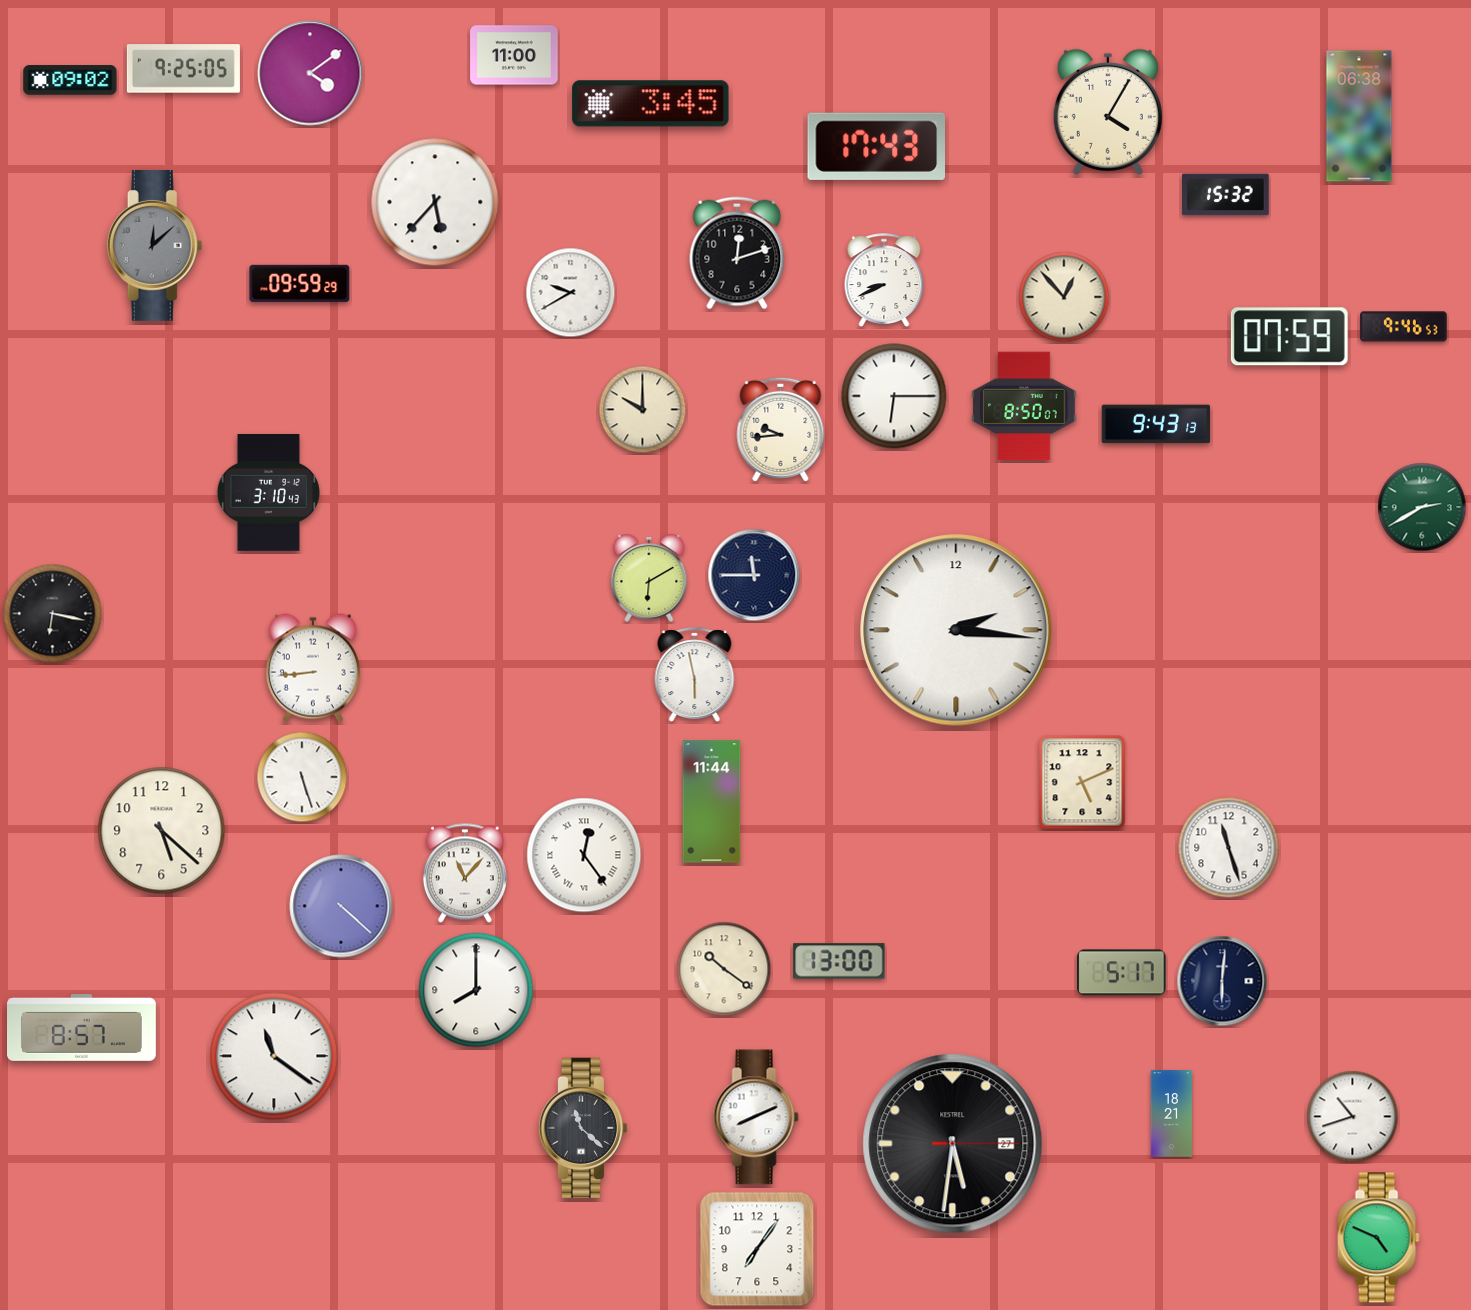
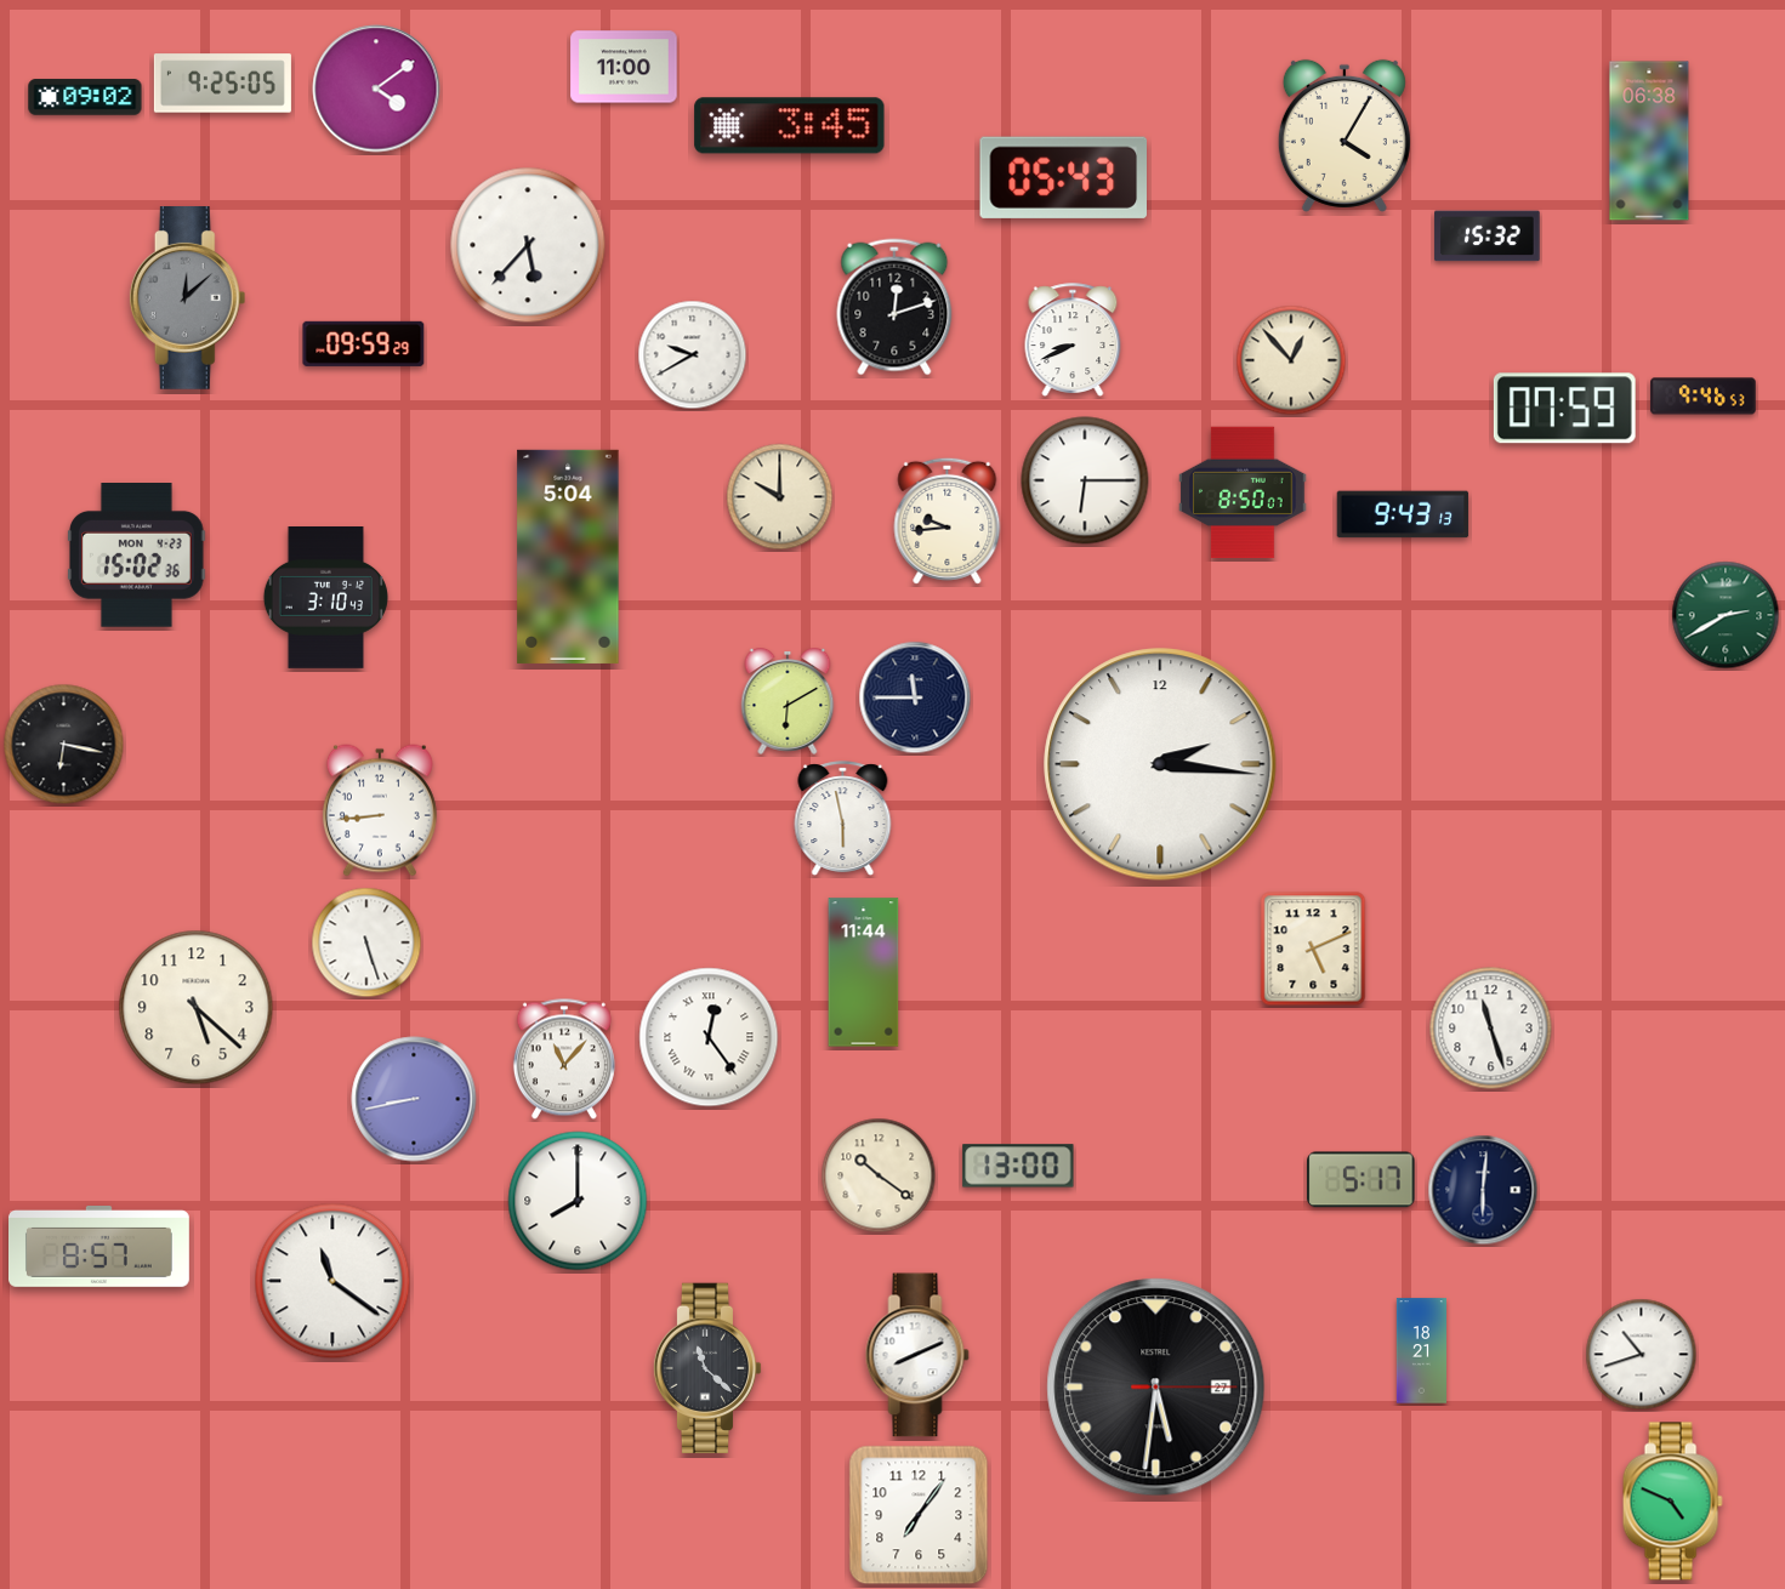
clock at (876, 146): 17:43 -> 05:43
clock at (137, 556): none -> 15:02
clock at (568, 557): none -> 5:04
clock at (341, 906): 4:22 -> 8:43
